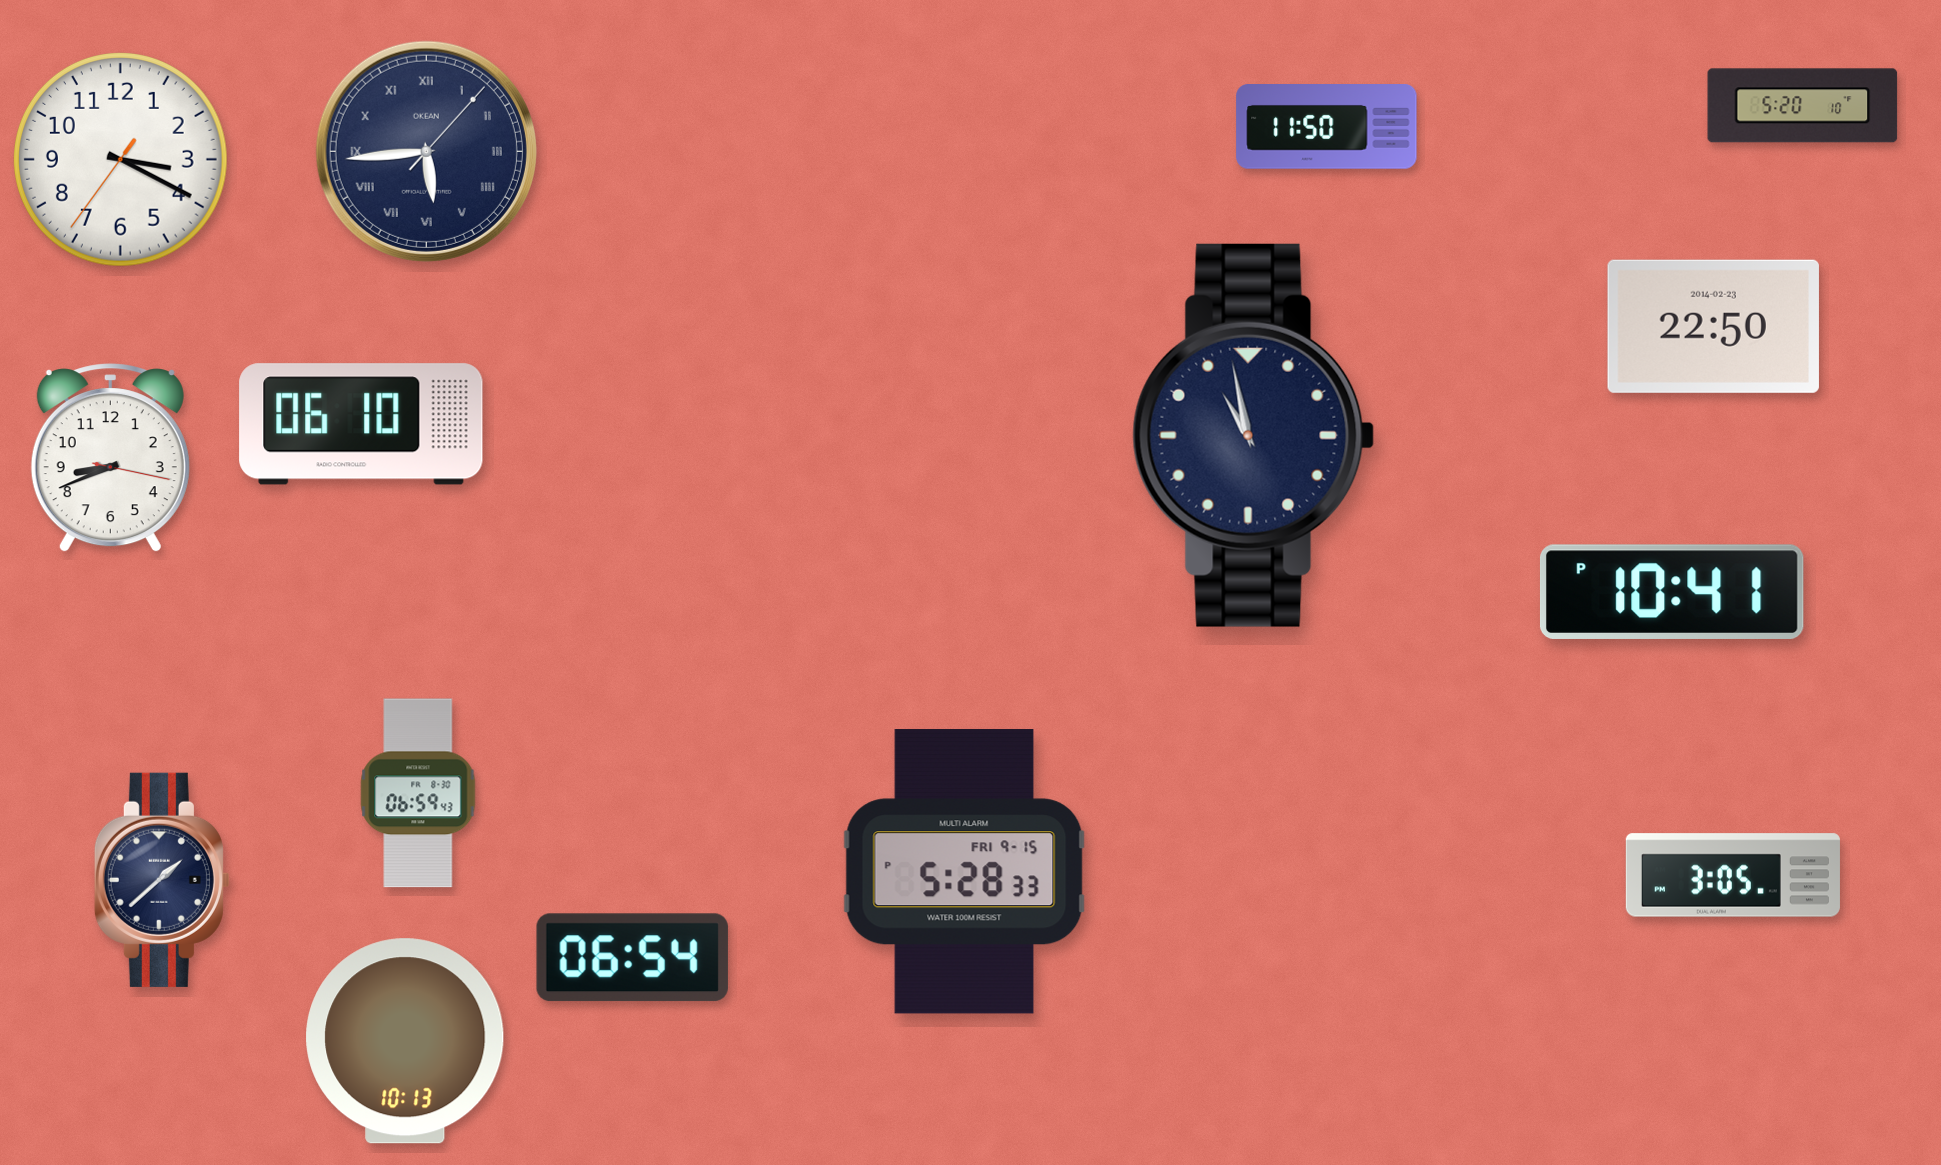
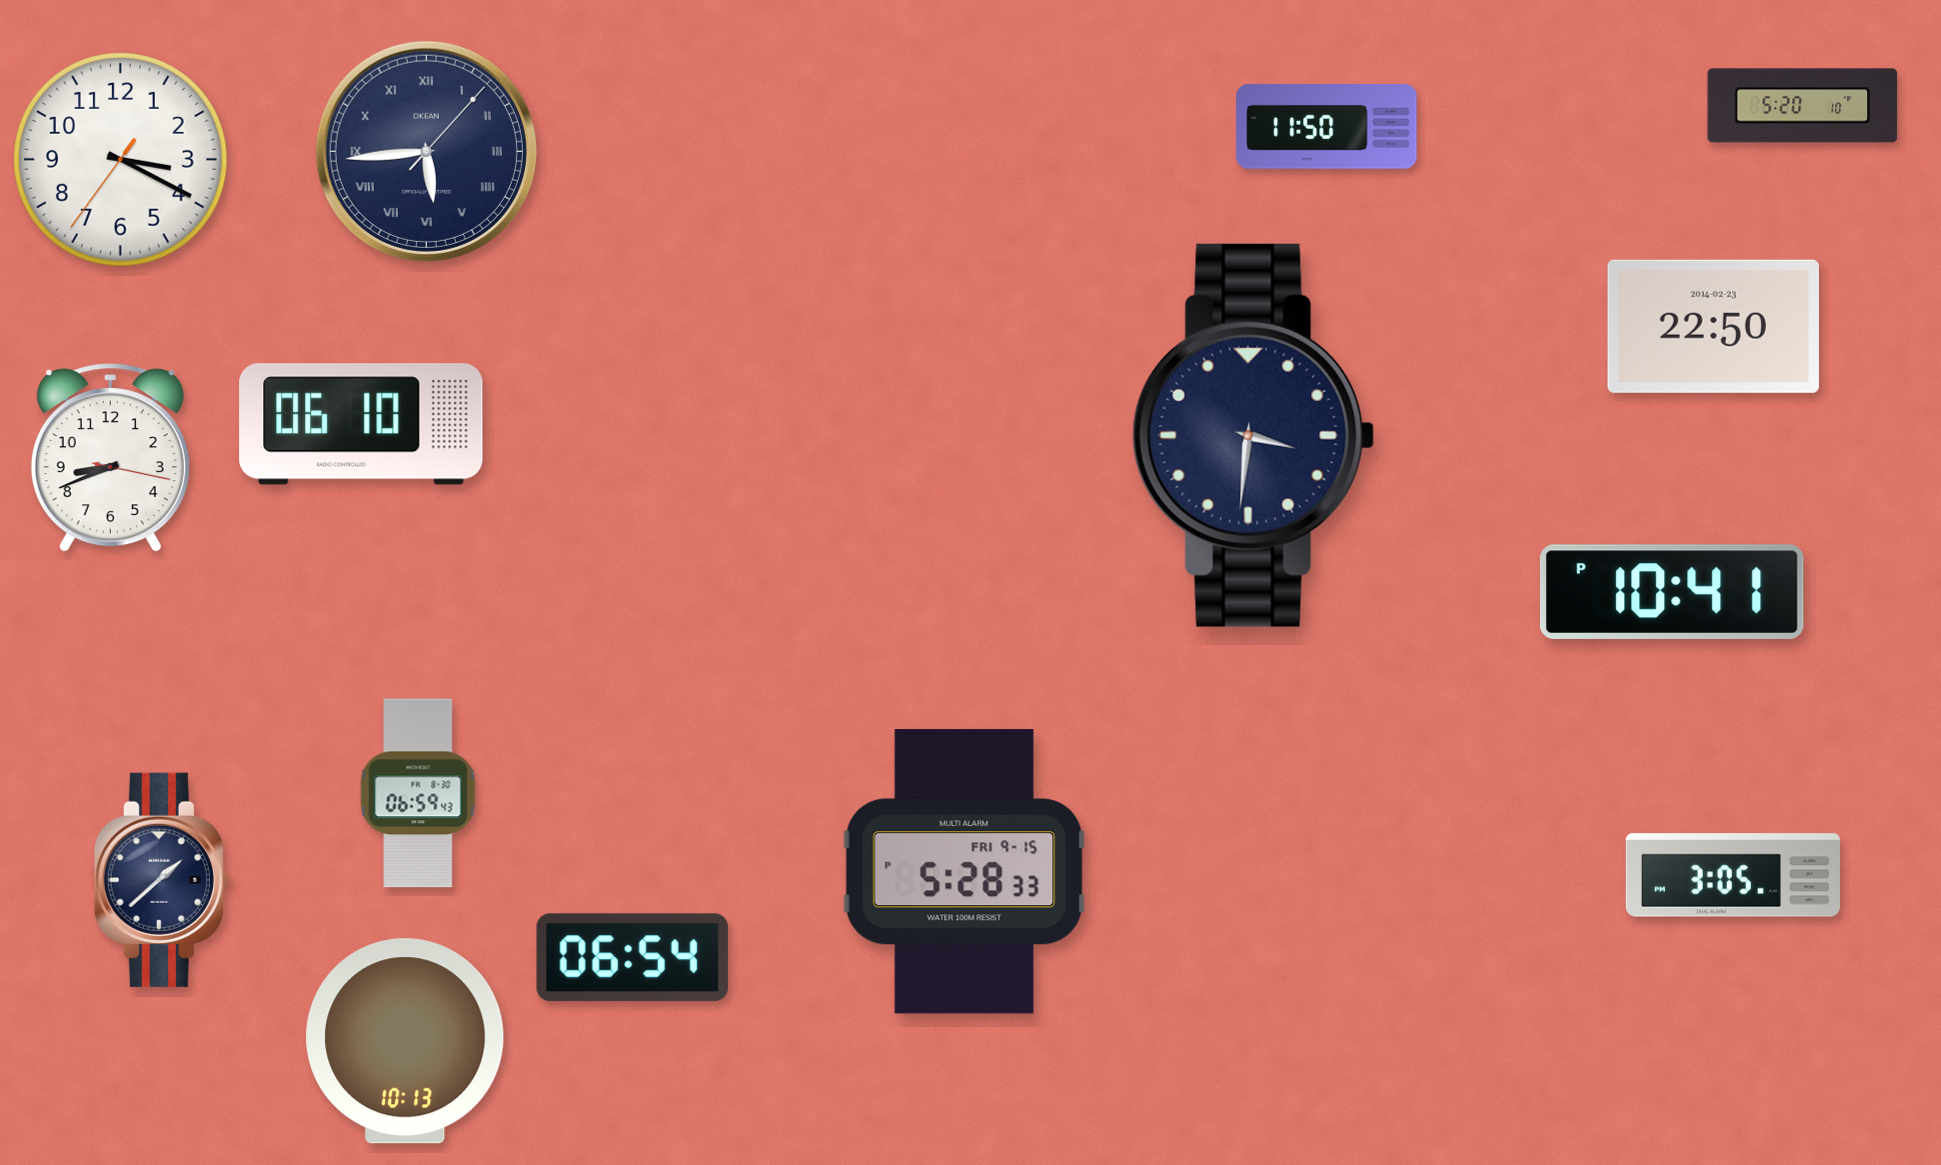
clock at (1254, 435): 10:58 -> 3:31
